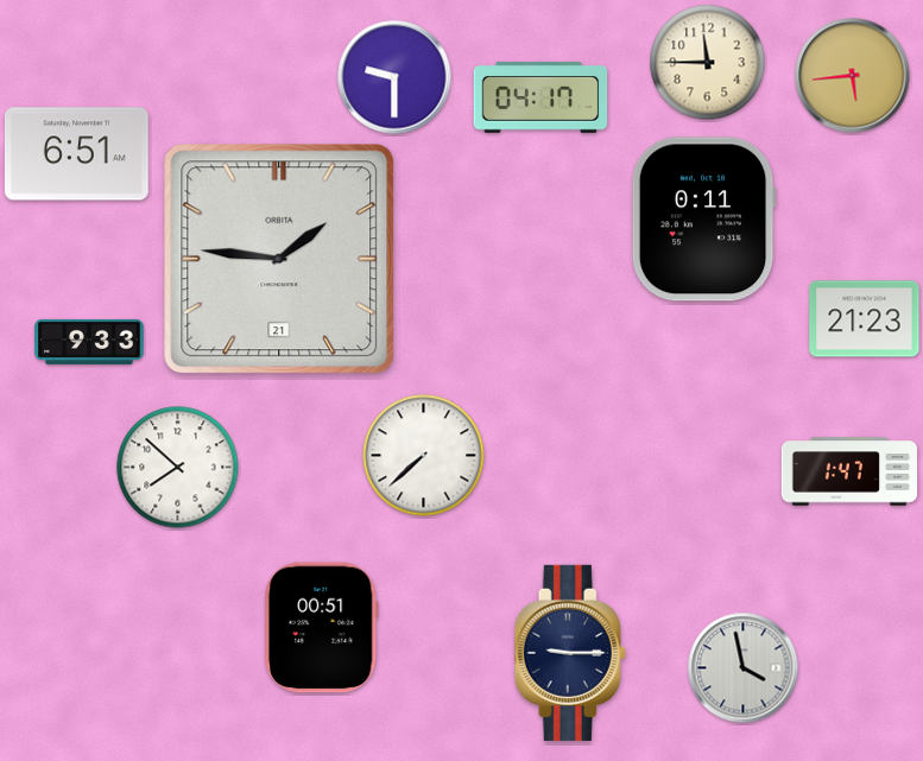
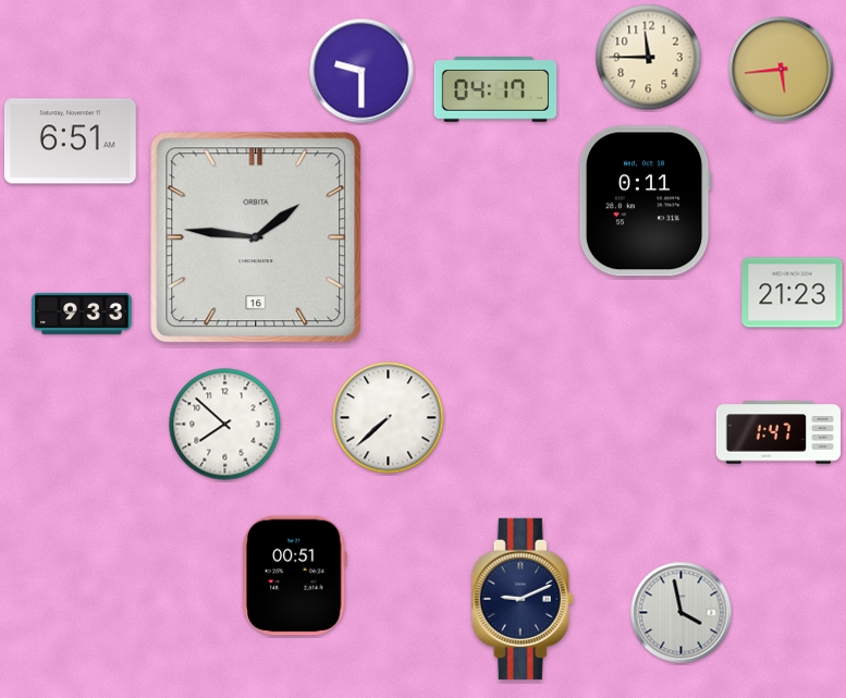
clock at (279, 259) date: 21 -> 16
clock at (178, 468) position: (178, 468) -> (225, 425)
clock at (570, 653): 9:15 -> 9:11
